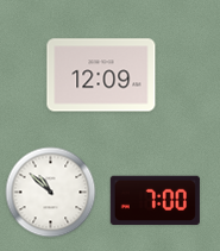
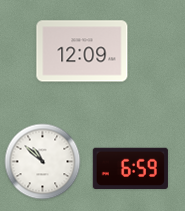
clock at (101, 75) position: (101, 75) -> (82, 51)
clock at (155, 200): 7:00 -> 6:59
